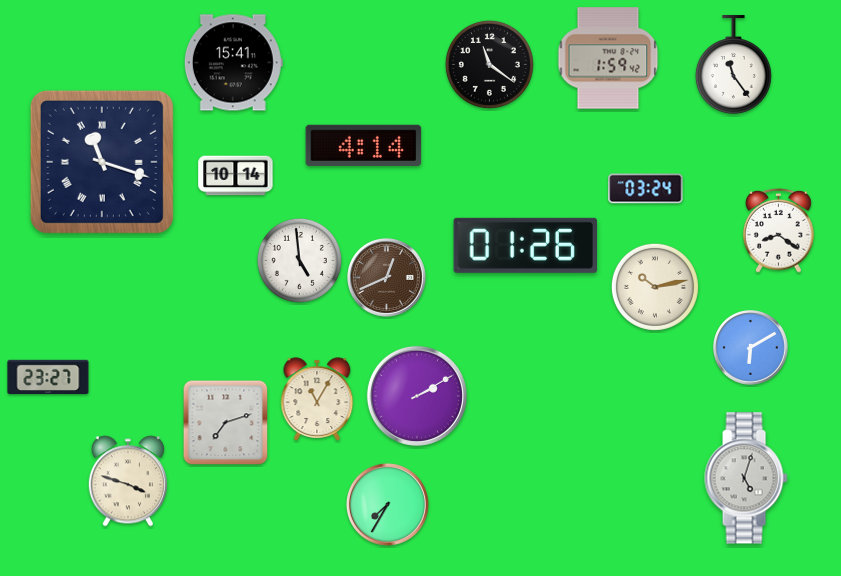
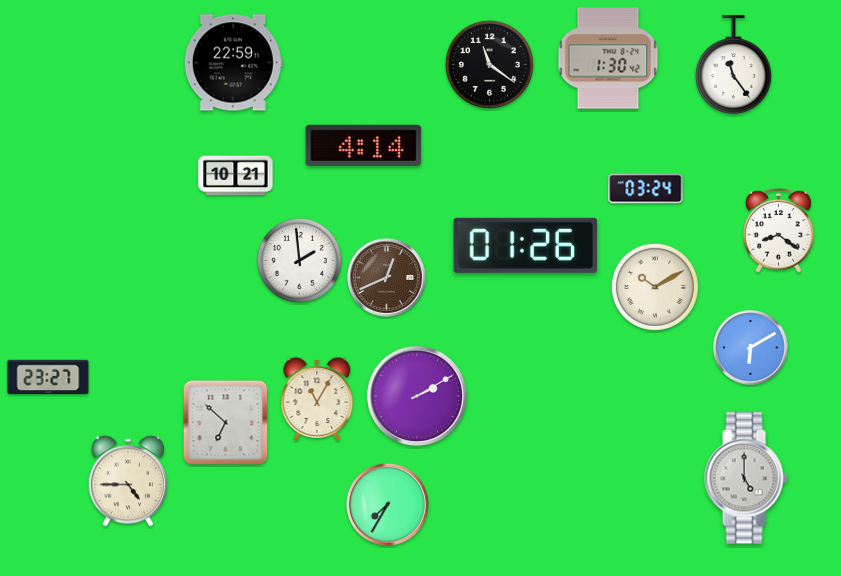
clock at (608, 58): 1:59 -> 1:30
clock at (233, 63): 15:41 -> 22:59
clock at (102, 162): 11:18 -> none
clock at (236, 176): 10:14 -> 10:21
clock at (299, 260): 4:59 -> 1:59
clock at (655, 287): 10:13 -> 10:10
clock at (226, 423): 7:12 -> 6:52
clock at (746, 478): 5:03 -> 5:00
clock at (128, 481): 3:48 -> 4:45
